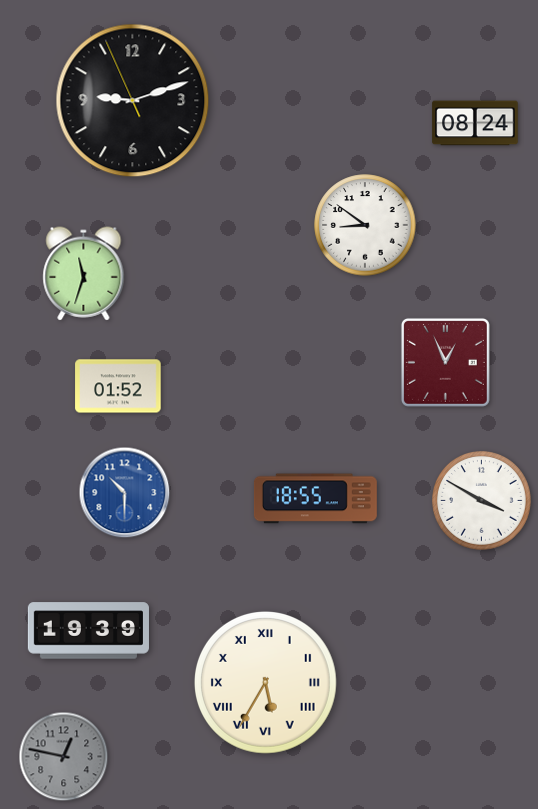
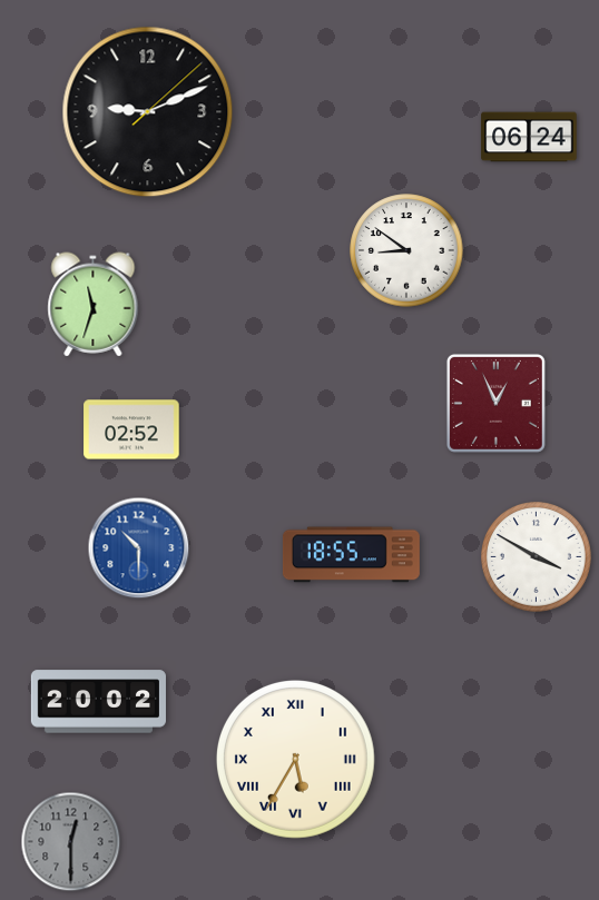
clock at (133, 101): 9:11:56 -> 9:11:08
clock at (475, 123): 08:24 -> 06:24
clock at (118, 386): 01:52 -> 02:52
clock at (88, 631): 19:39 -> 20:02
clock at (64, 757): 12:47 -> 12:30
